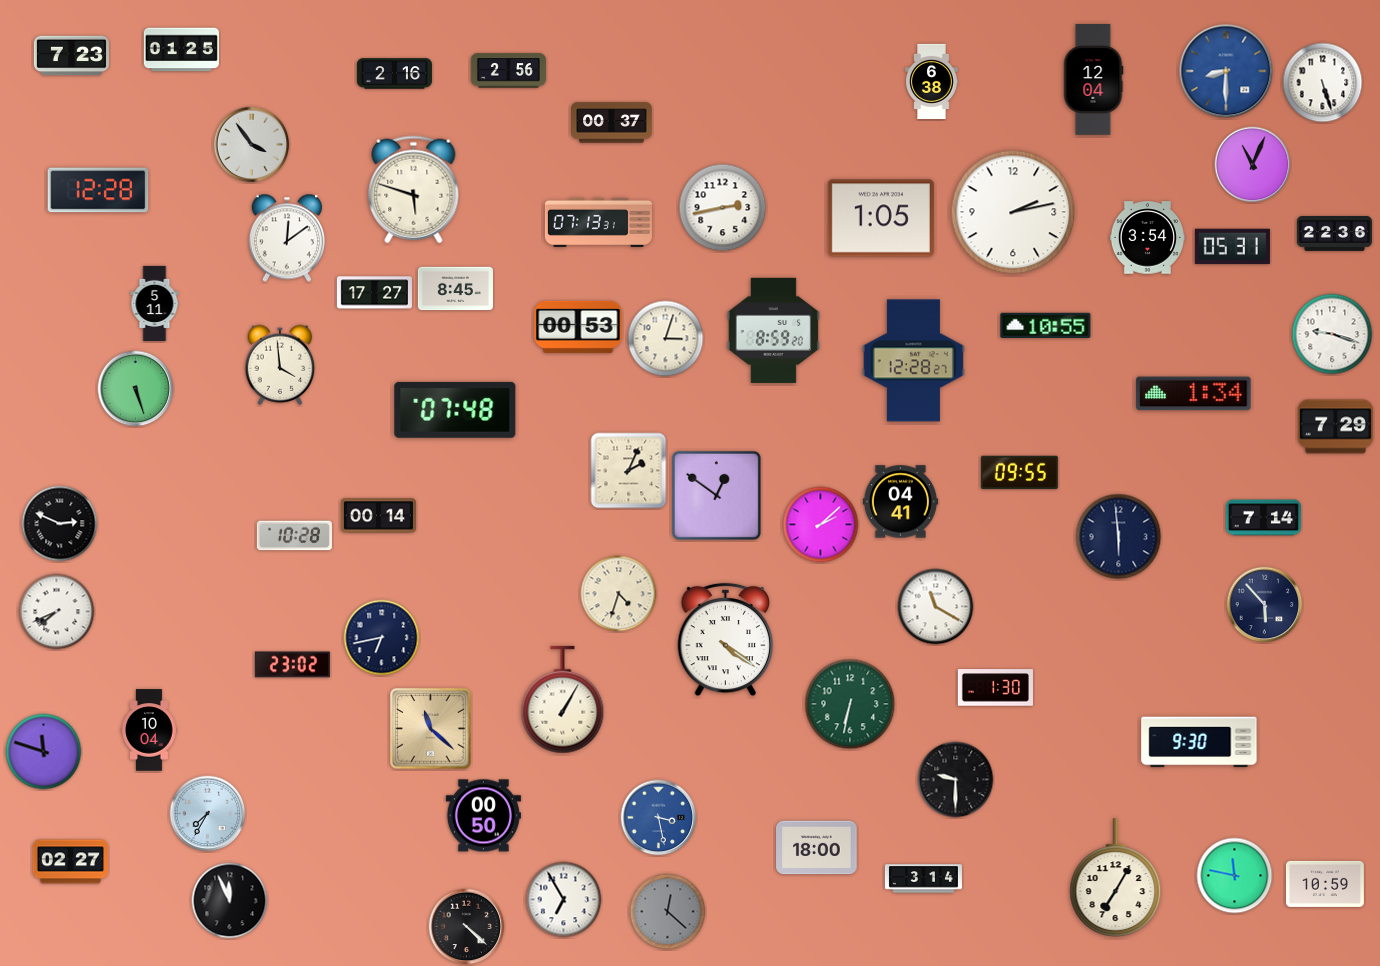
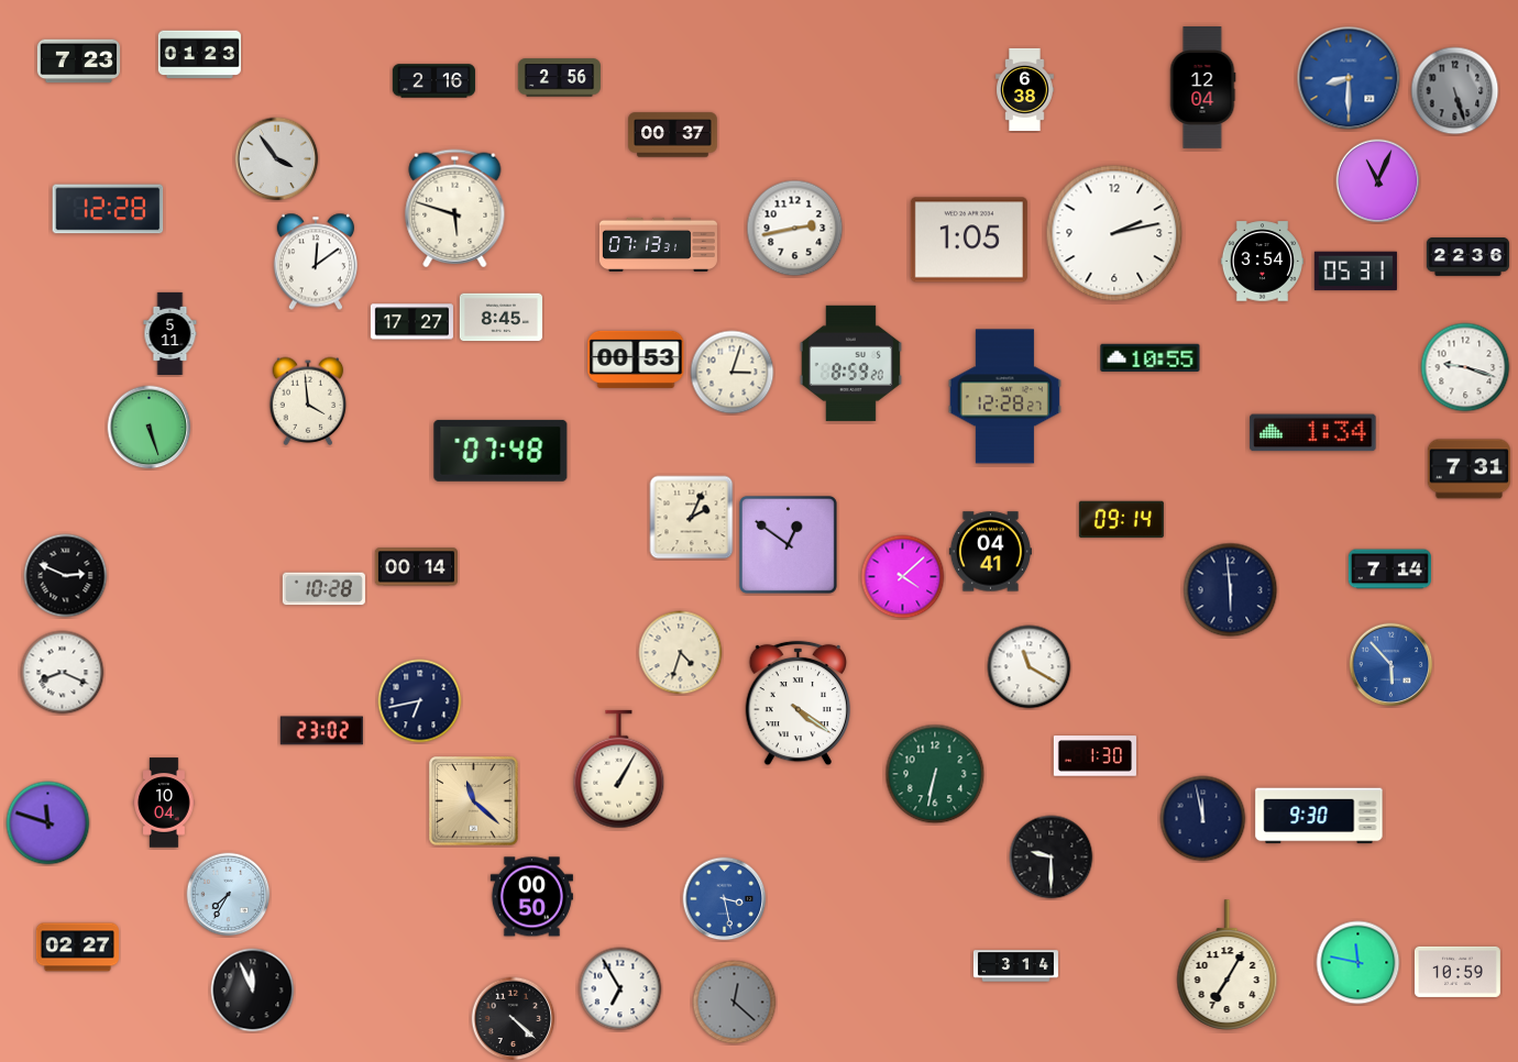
clock at (181, 50): 01:25 -> 01:23
clock at (1323, 83) dial: white -> grey
clock at (1335, 427): 7:29 -> 7:31
clock at (1019, 473): 09:55 -> 09:14
clock at (821, 525): 2:08 -> 4:08
clock at (1265, 605) dial: navy -> blue
clock at (57, 612): 7:41 -> 8:19
clock at (1203, 819): none -> 11:58
clock at (44, 752) position: (44, 752) -> (48, 823)
clock at (817, 848): 18:00 -> none
